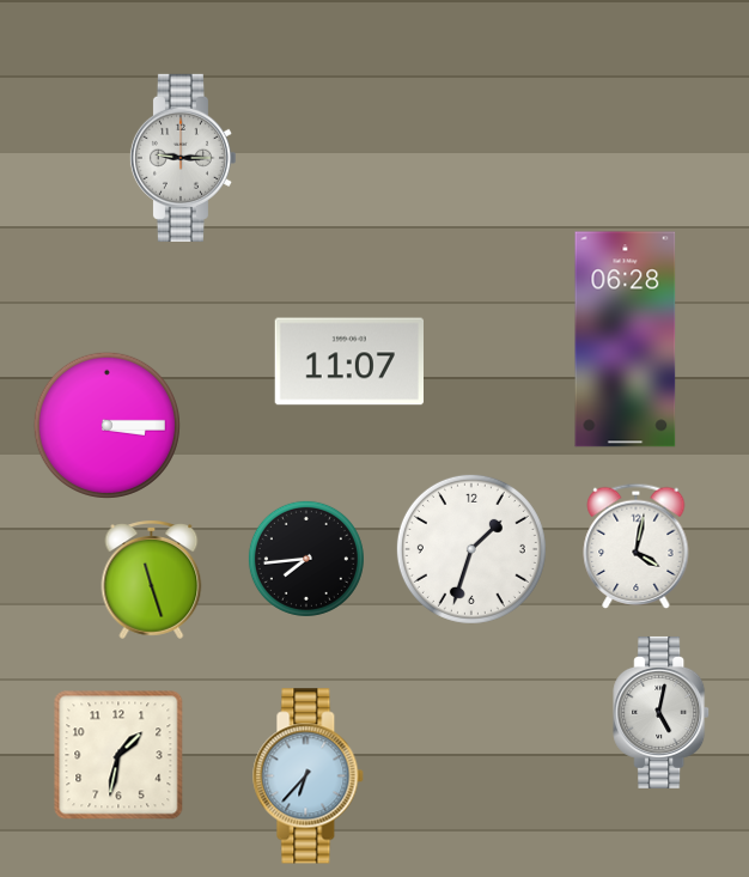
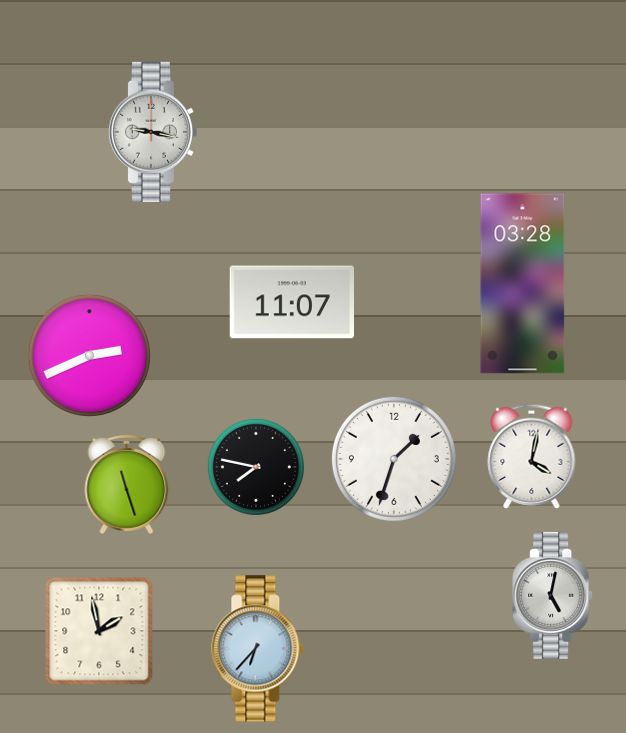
clock at (182, 158): 9:15 -> 9:17
clock at (626, 340): 06:28 -> 03:28
clock at (106, 425): 3:15 -> 2:41
clock at (306, 559): 7:44 -> 7:47
clock at (118, 755): 1:32 -> 1:58
